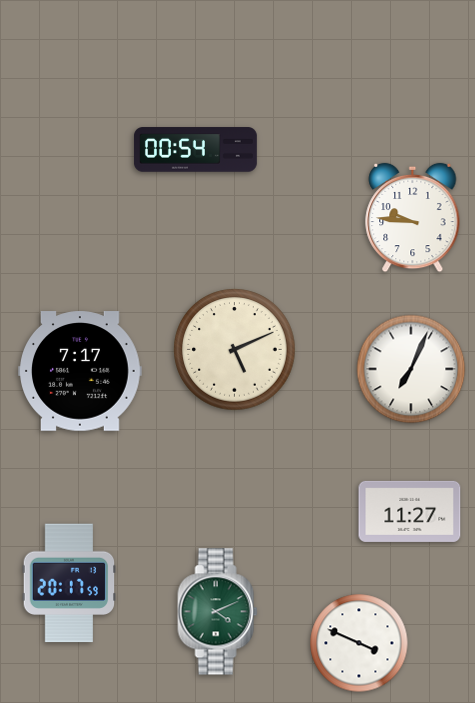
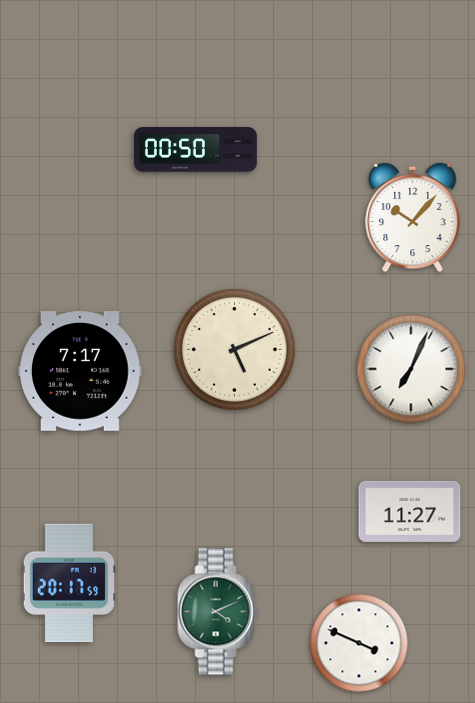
clock at (195, 150): 00:54 -> 00:50
clock at (413, 218): 9:46 -> 10:07
